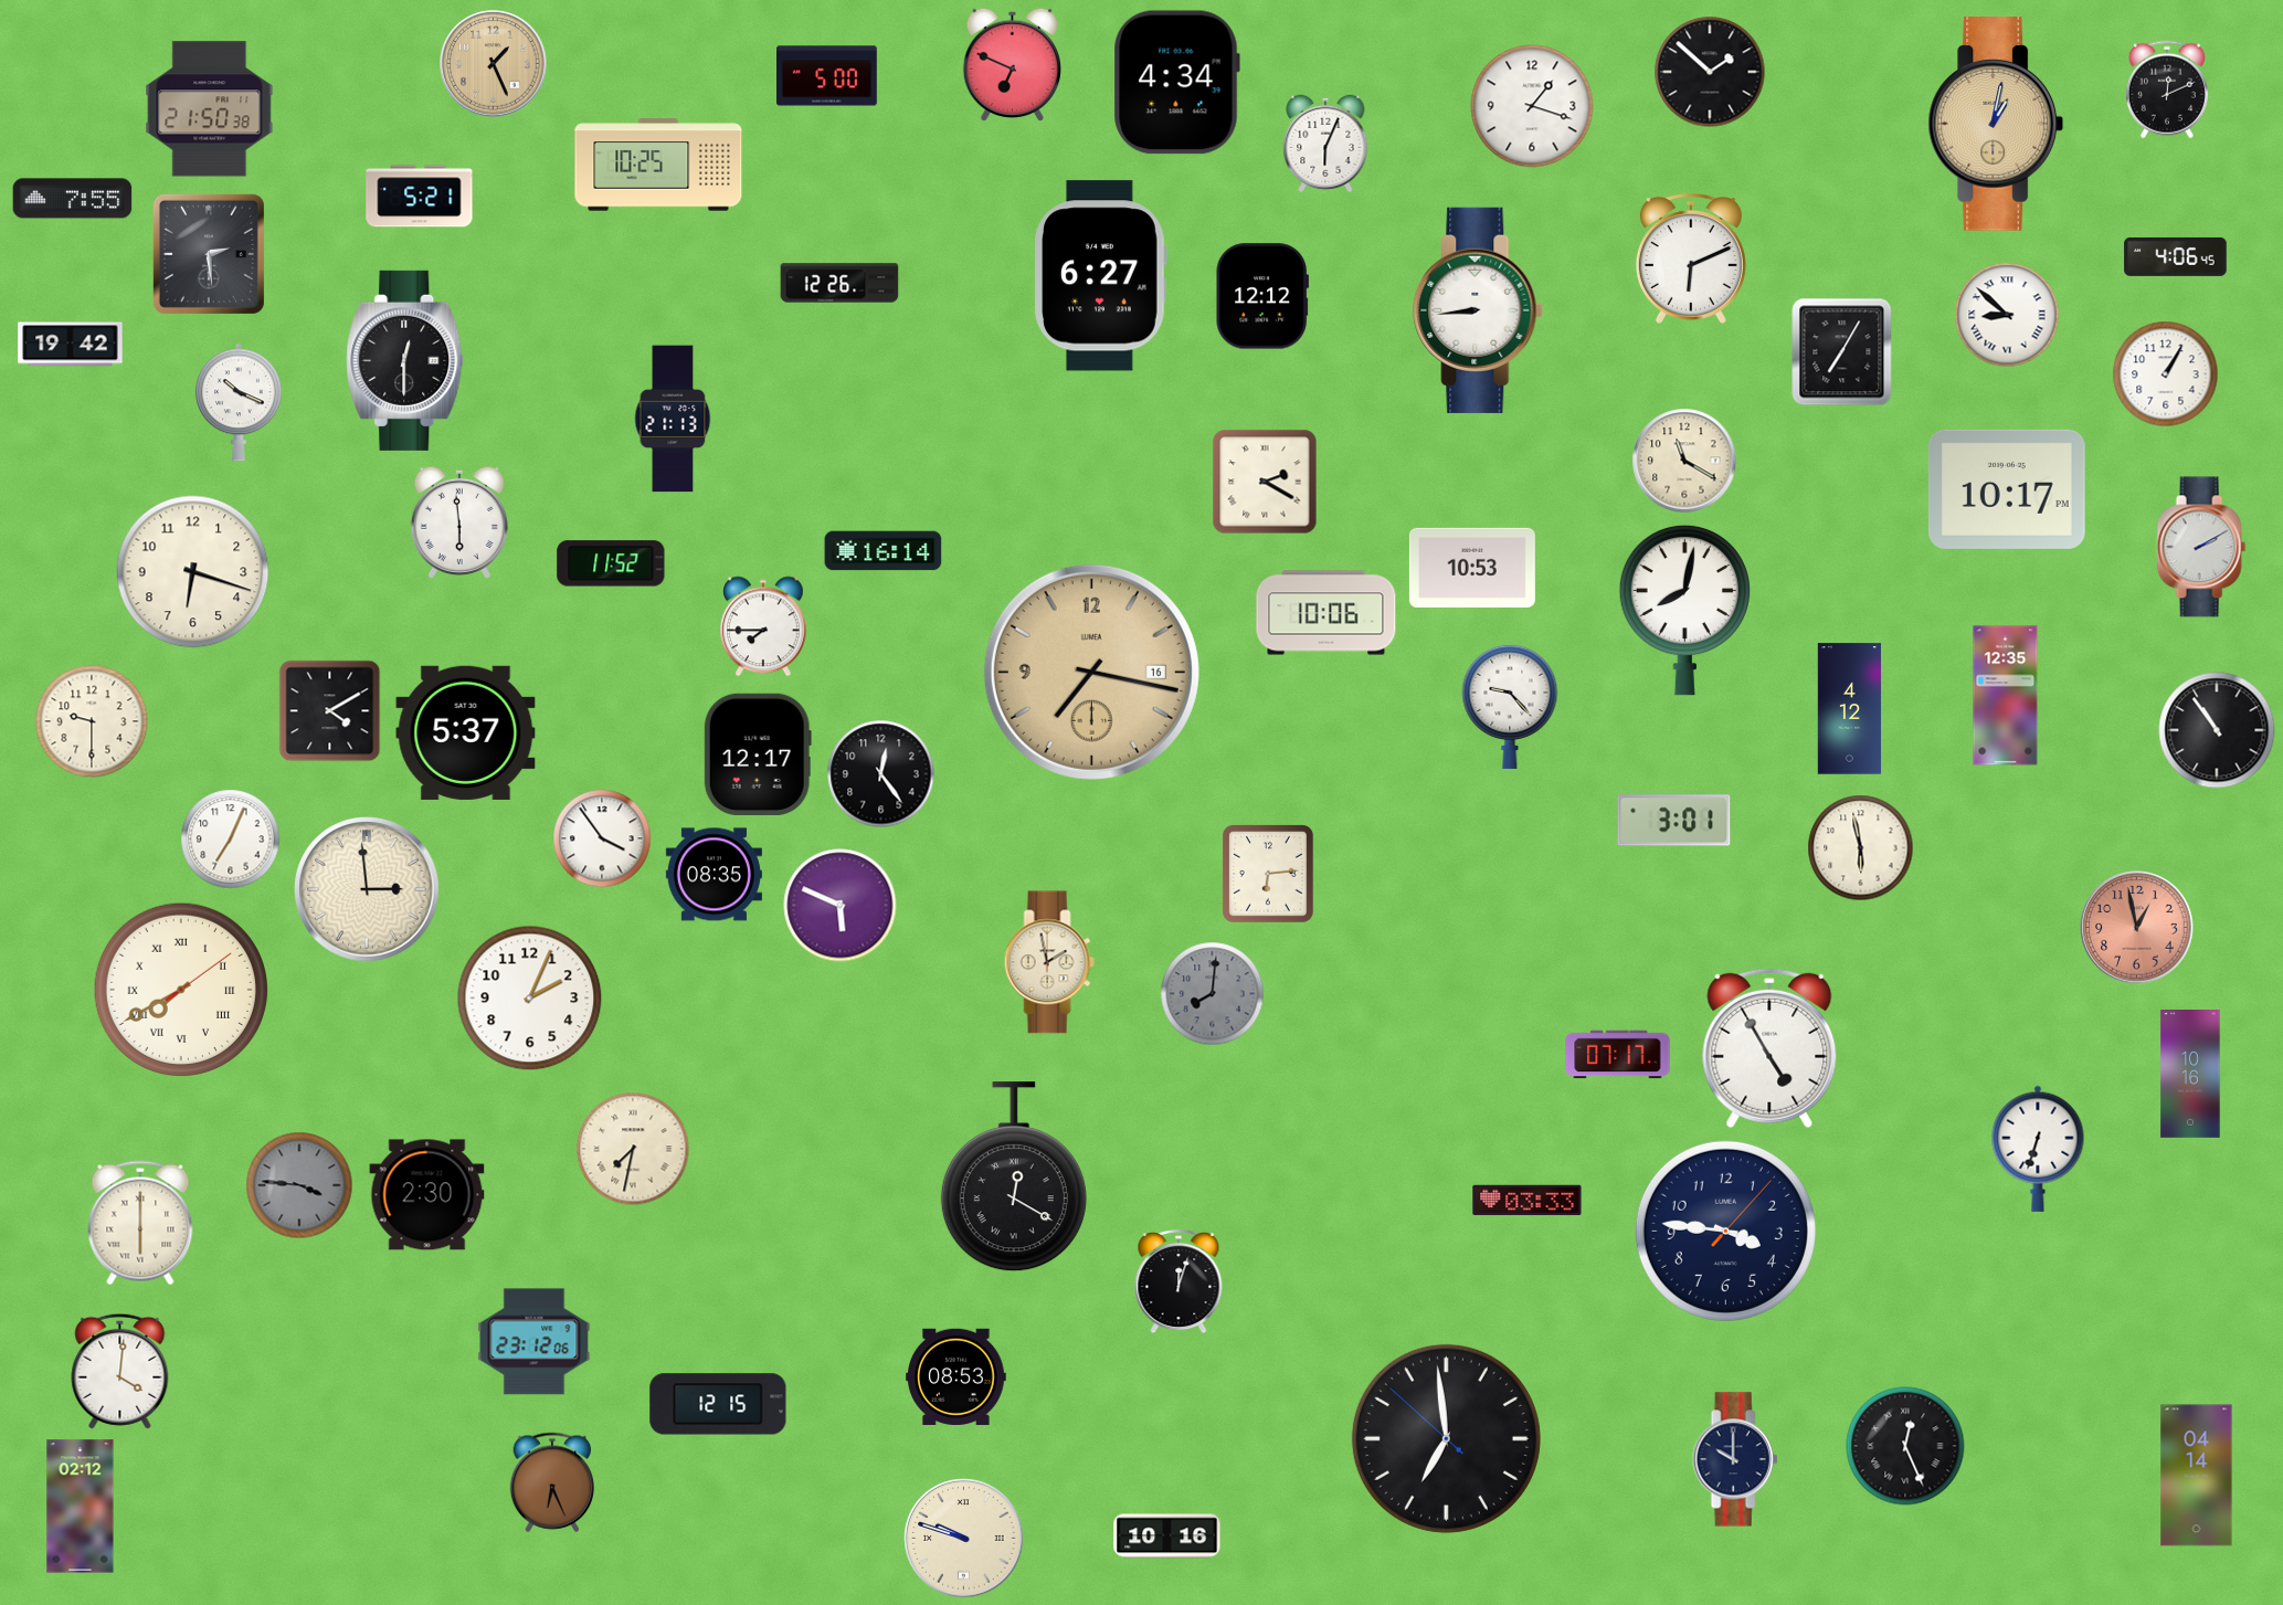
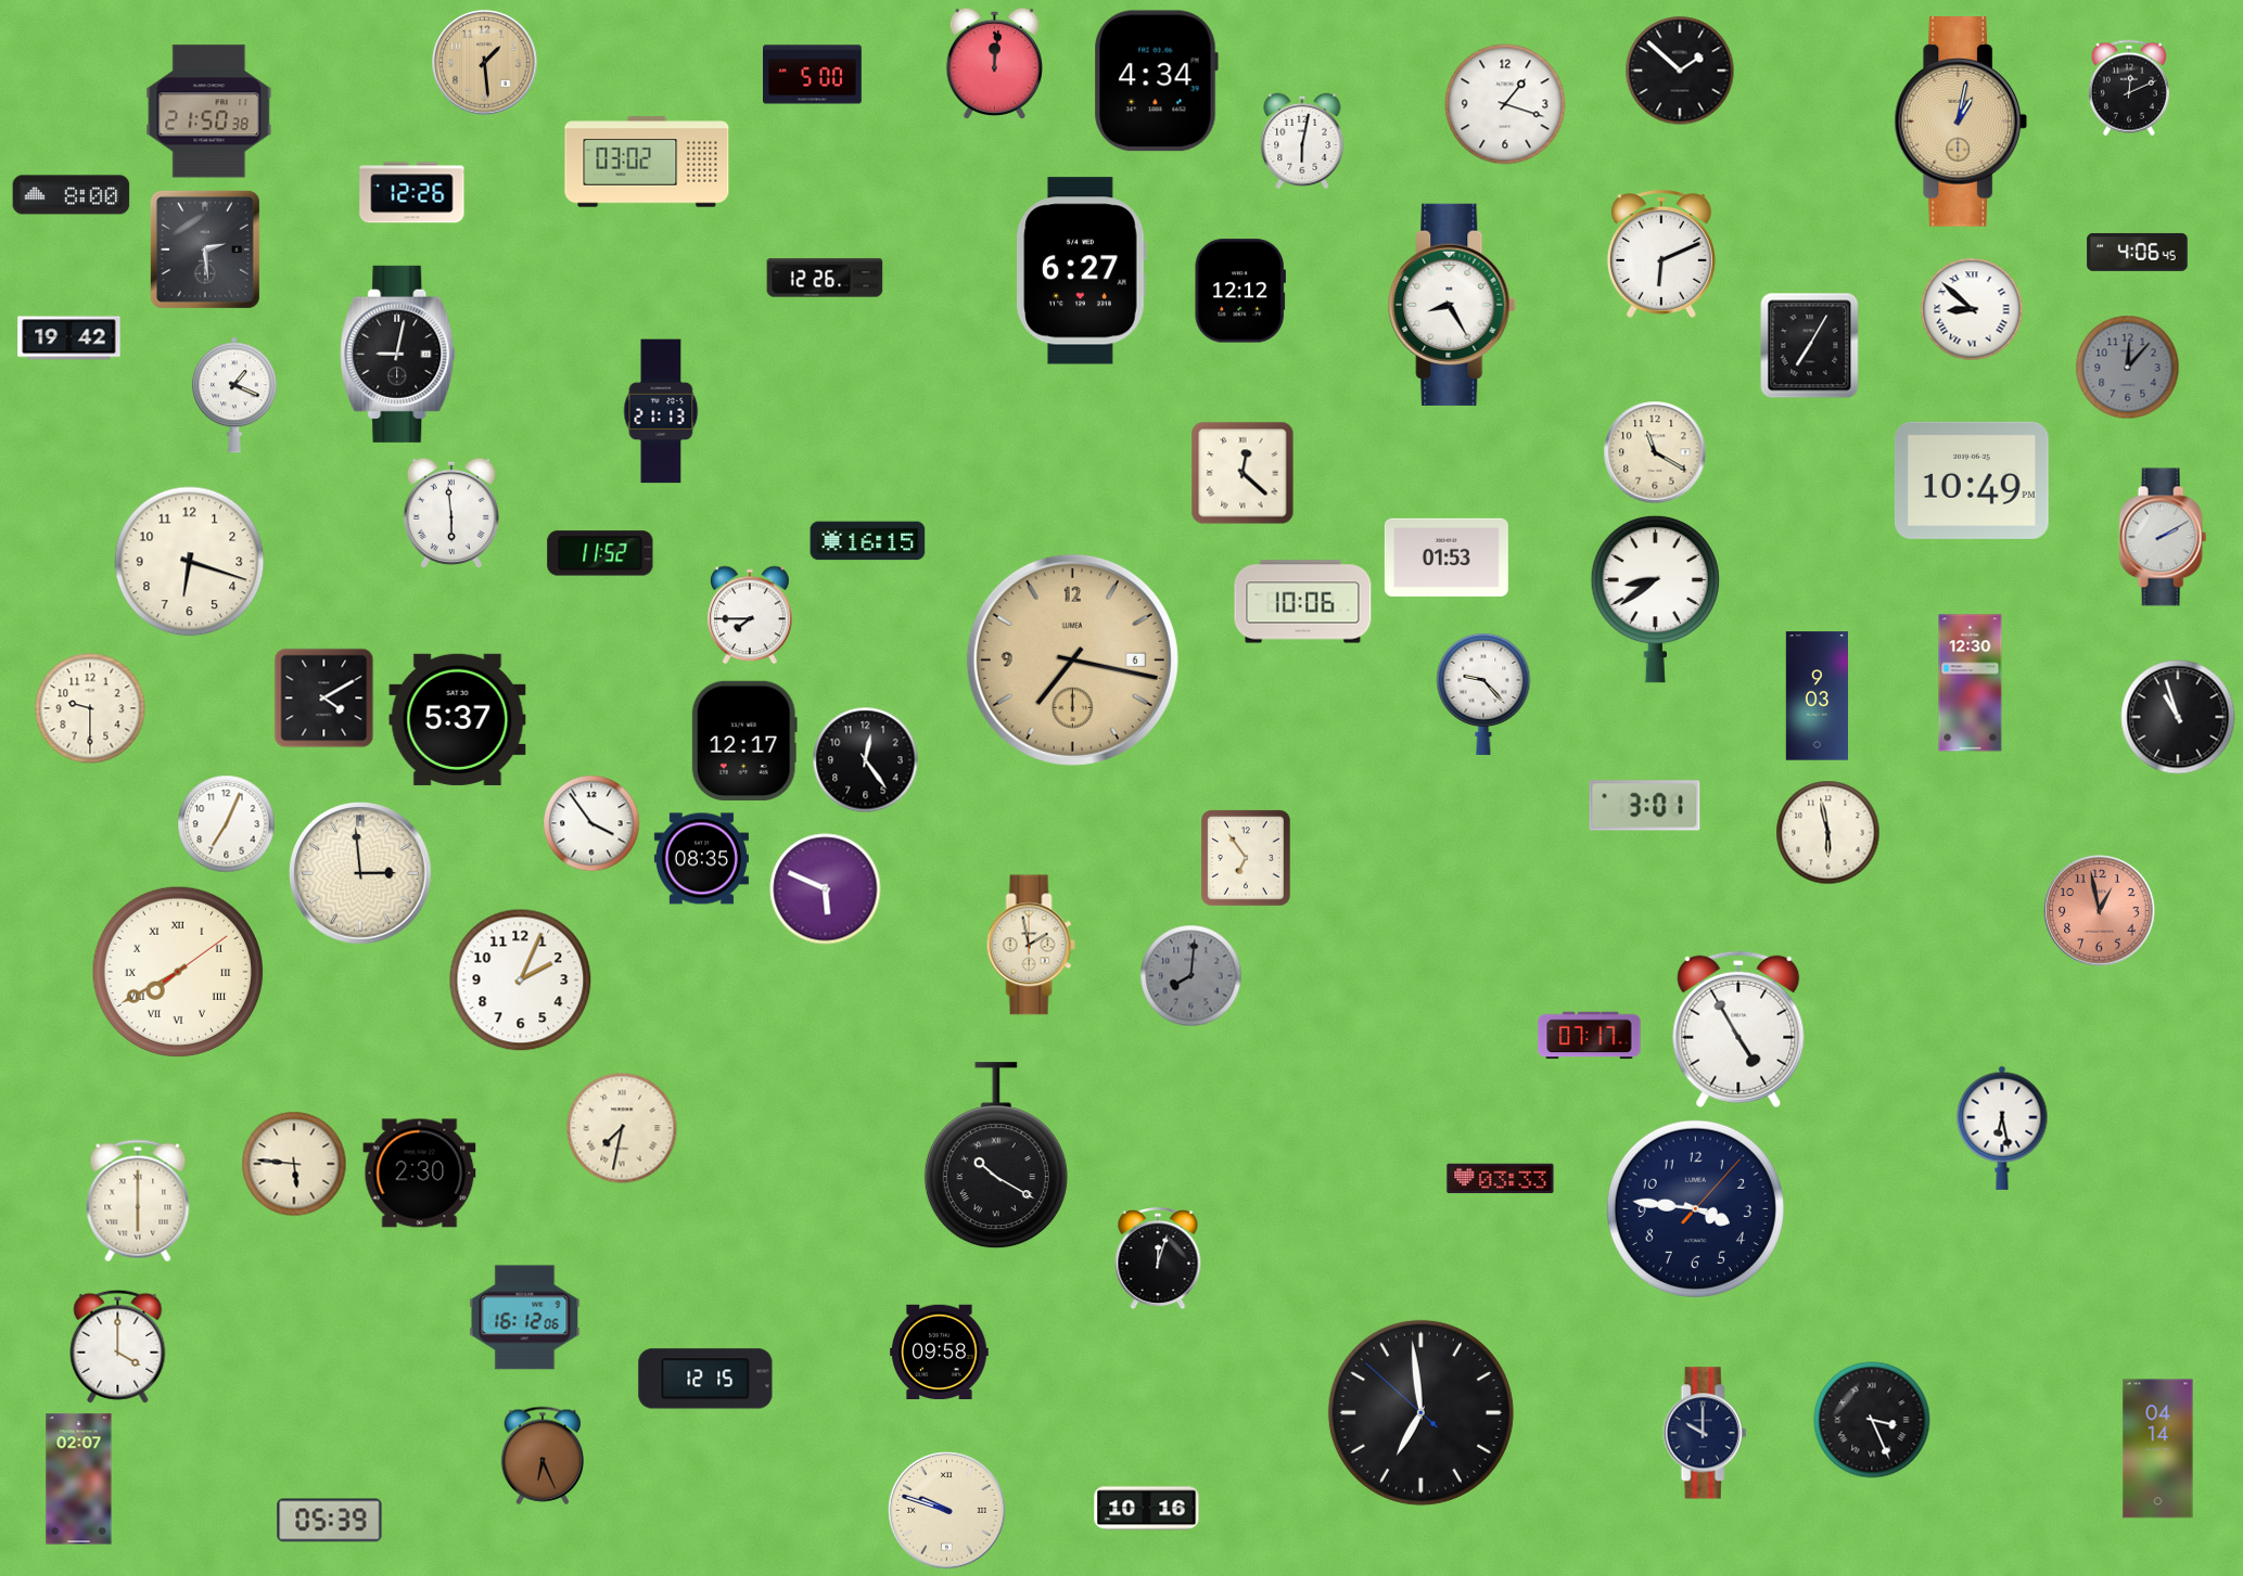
clock at (494, 64): 1:26 -> 1:29
clock at (1013, 64): 6:49 -> 12:01
clock at (210, 109) position: (210, 109) -> (209, 112)
clock at (1325, 142): 6:04 -> 6:02
clock at (658, 165): 10:25 -> 03:02
clock at (420, 197): 5:21 -> 12:26
clock at (73, 199): 7:55 -> 8:00
clock at (1479, 310): 8:44 -> 8:25
clock at (405, 360): 12:30 -> 9:02
clock at (2166, 374): 1:05 -> 12:07
clock at (2166, 374) dial: white -> grey
clock at (239, 402): 10:19 -> 1:19
clock at (1265, 482): 2:20 -> 12:22
clock at (2007, 489): 10:17 -> 10:49
clock at (884, 551): 16:14 -> 16:15
clock at (1472, 568): 10:53 -> 01:53
clock at (1684, 610): 8:02 -> 8:39
clock at (1091, 672) date: 16 -> 6
clock at (2006, 696): 12:35 -> 12:30
clock at (1849, 709): 4:12 -> 9:03
clock at (2217, 730): 10:54 -> 10:57
clock at (1268, 874): 6:14 -> 6:54
clock at (2190, 1074): 10:16 -> none
clock at (2038, 1149): 6:33 -> 6:28
clock at (1014, 1178): 12:20 -> 10:20
clock at (299, 1185): 3:46 -> 5:46
clock at (299, 1185) dial: grey -> cream
clock at (535, 1342): 23:12 -> 16:12
clock at (120, 1371): 4:01 -> 4:00
clock at (956, 1376): 08:53 -> 09:58
clock at (1905, 1446): 12:26 -> 3:26
clock at (81, 1507): 02:12 -> 02:07
clock at (330, 1521): none -> 05:39
